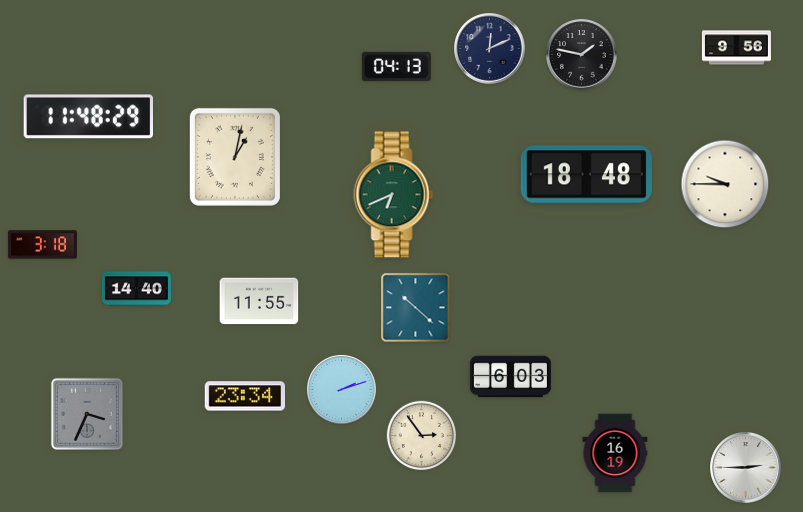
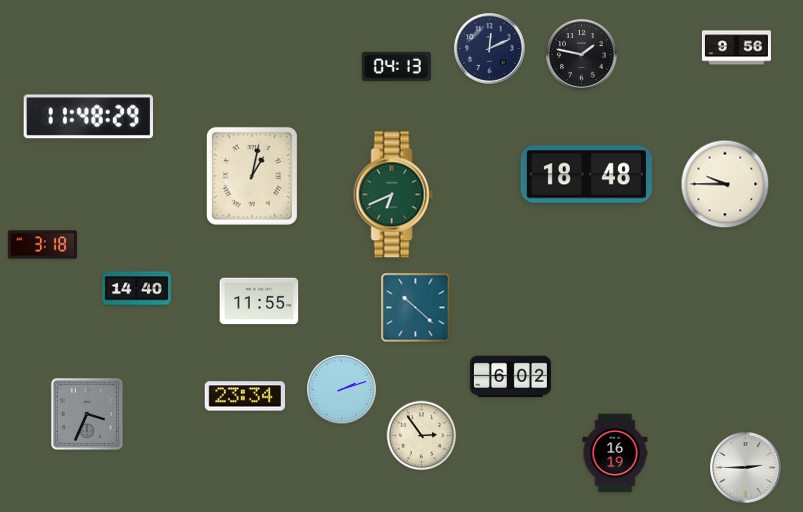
clock at (235, 157) position: (235, 157) -> (252, 176)
clock at (510, 377): 6:03 -> 6:02
